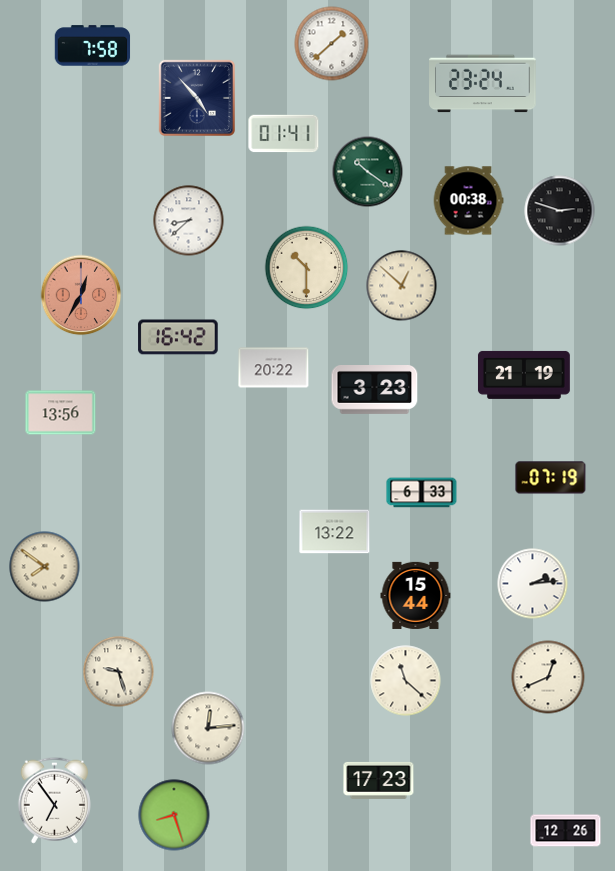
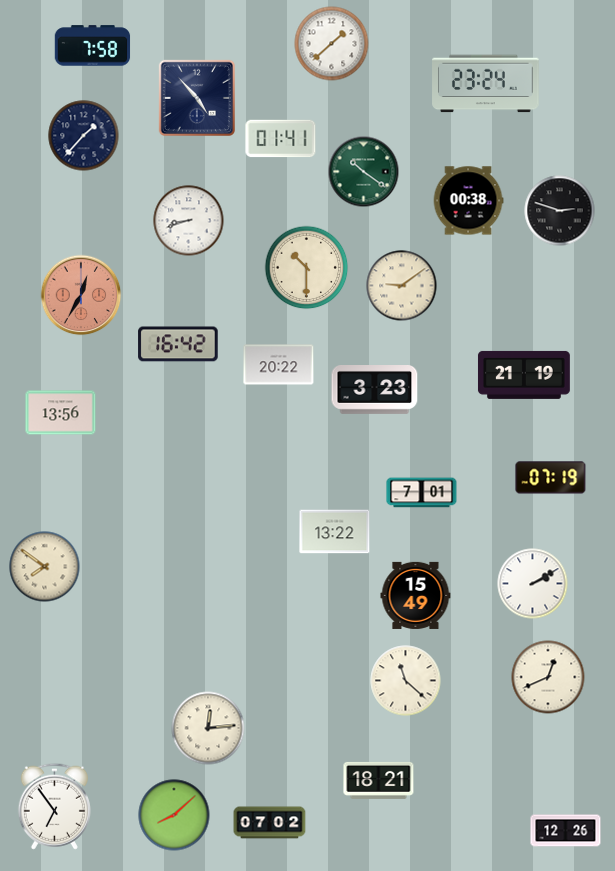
clock at (483, 84) position: (483, 84) -> (486, 84)
clock at (284, 134) position: (284, 134) -> (281, 139)
clock at (84, 136): none -> 1:37
clock at (368, 172) position: (368, 172) -> (364, 172)
clock at (189, 221): 8:38 -> 8:42
clock at (402, 286): 12:52 -> 9:09
clock at (178, 337) position: (178, 337) -> (178, 344)
clock at (274, 368) position: (274, 368) -> (279, 365)
clock at (422, 493): 6:33 -> 7:01
clock at (533, 584): 2:14 -> 2:10
clock at (416, 595): 15:44 -> 15:49
clock at (119, 672): 9:27 -> none
clock at (379, 780): 17:23 -> 18:21
clock at (54, 800) position: (54, 800) -> (54, 806)
clock at (174, 815): 8:27 -> 8:08
clock at (270, 823): none -> 07:02
